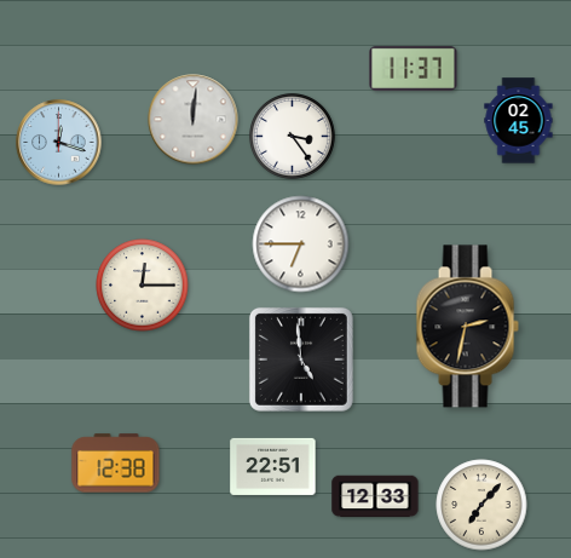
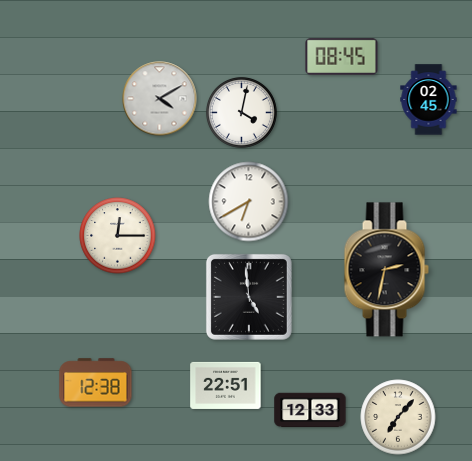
clock at (414, 68): 11:37 -> 08:45
clock at (194, 120): 12:01 -> 4:10
clock at (292, 136): 3:24 -> 4:02
clock at (59, 143): 12:18 -> none
clock at (301, 245): 6:45 -> 6:40
